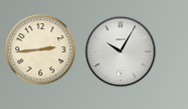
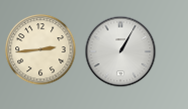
clock at (121, 52): 10:05 -> 1:05
